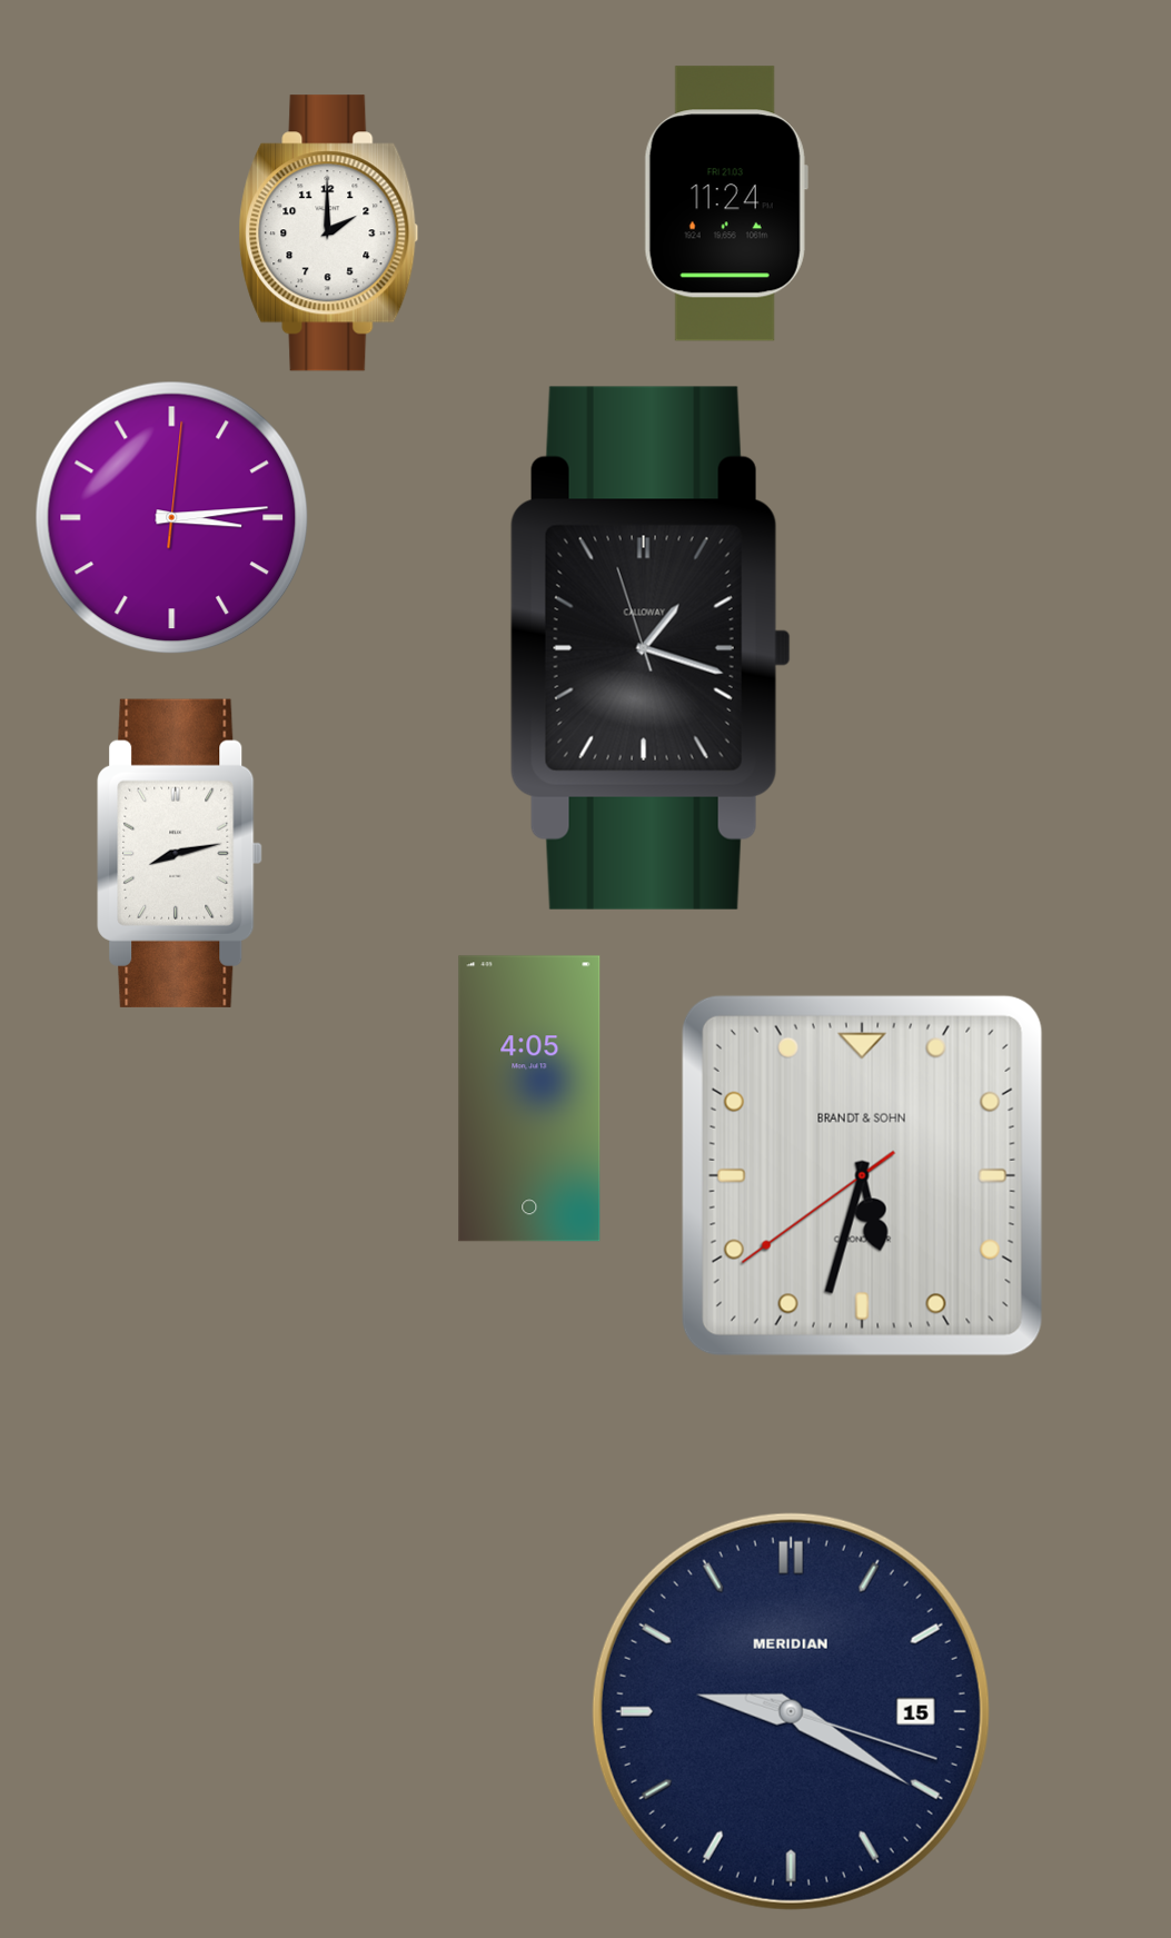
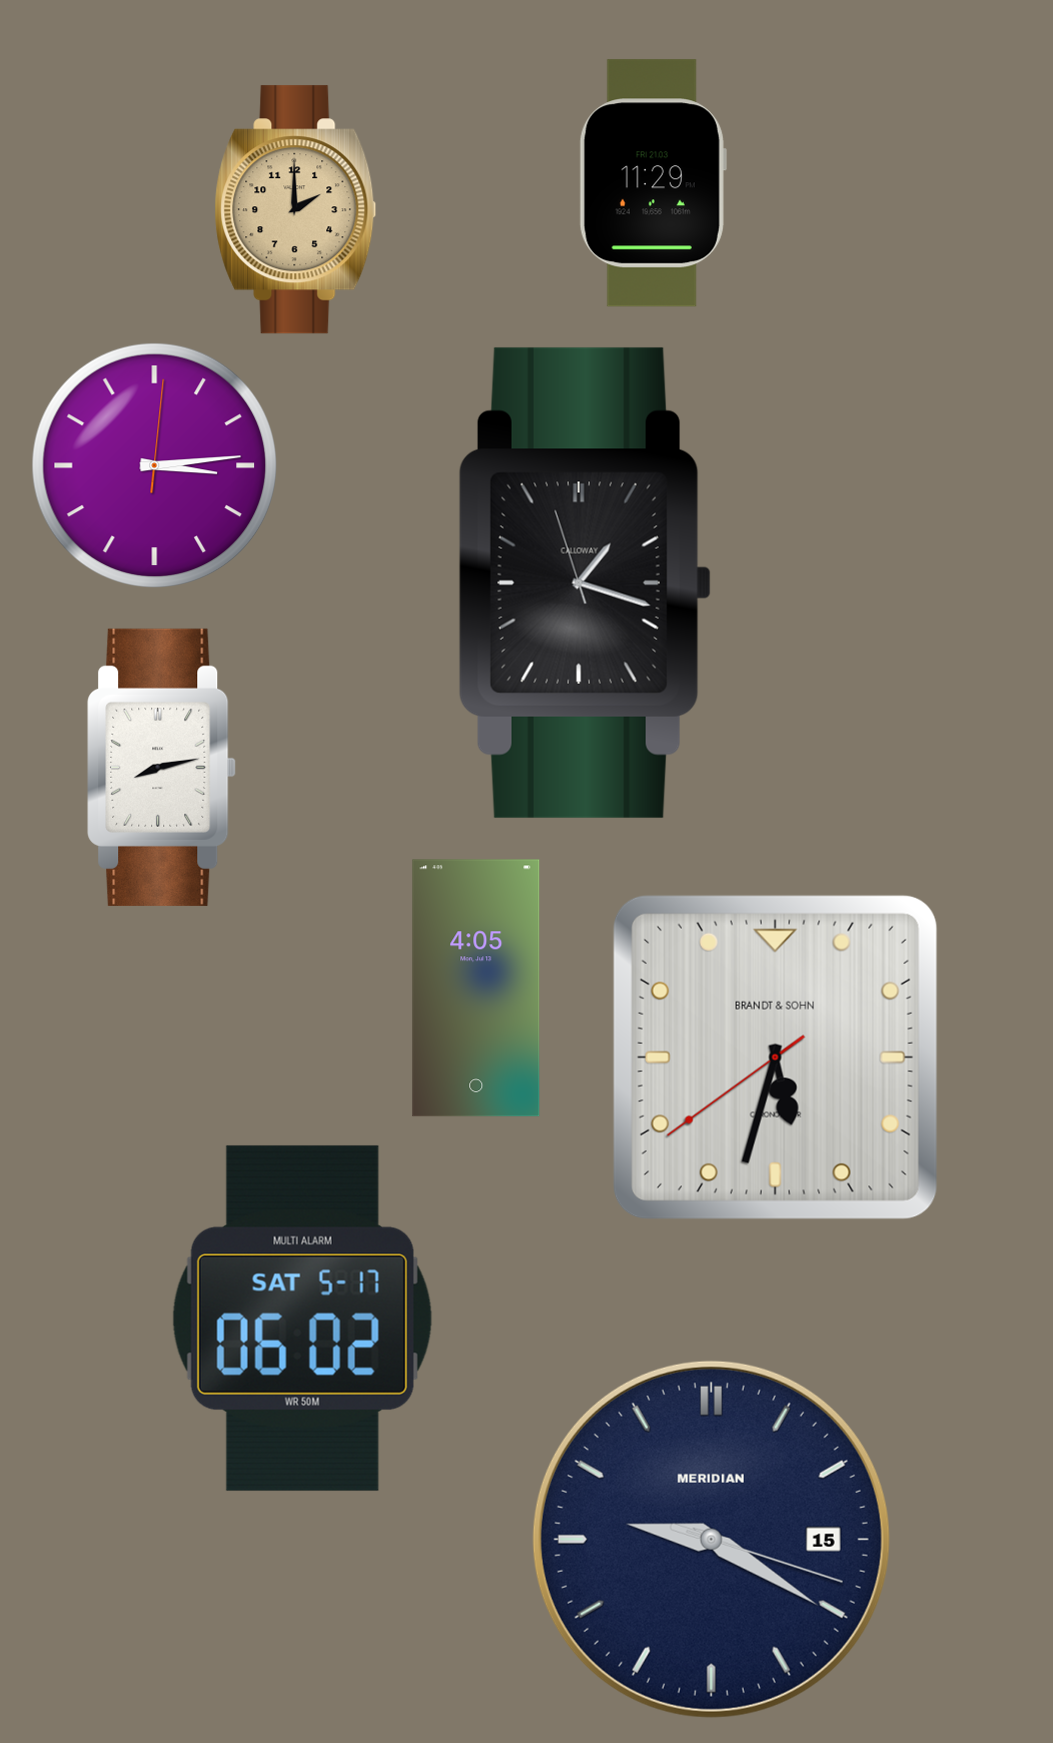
clock at (726, 203): 11:24 -> 11:29
clock at (329, 233) dial: white -> champagne
clock at (302, 1318): none -> 06:02
